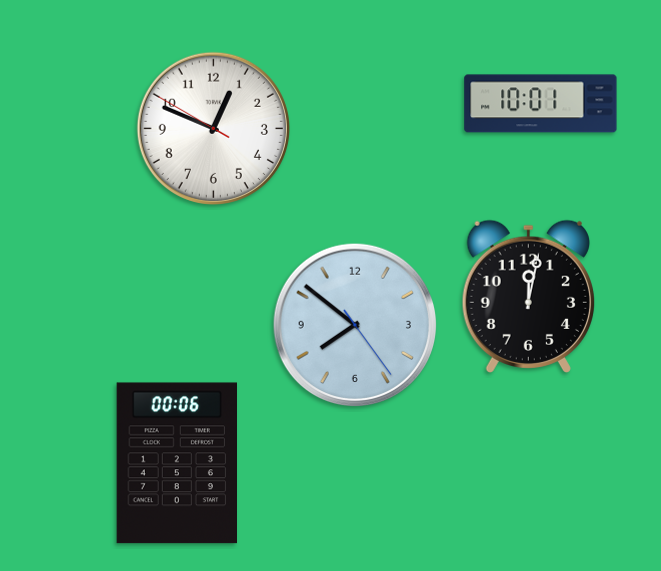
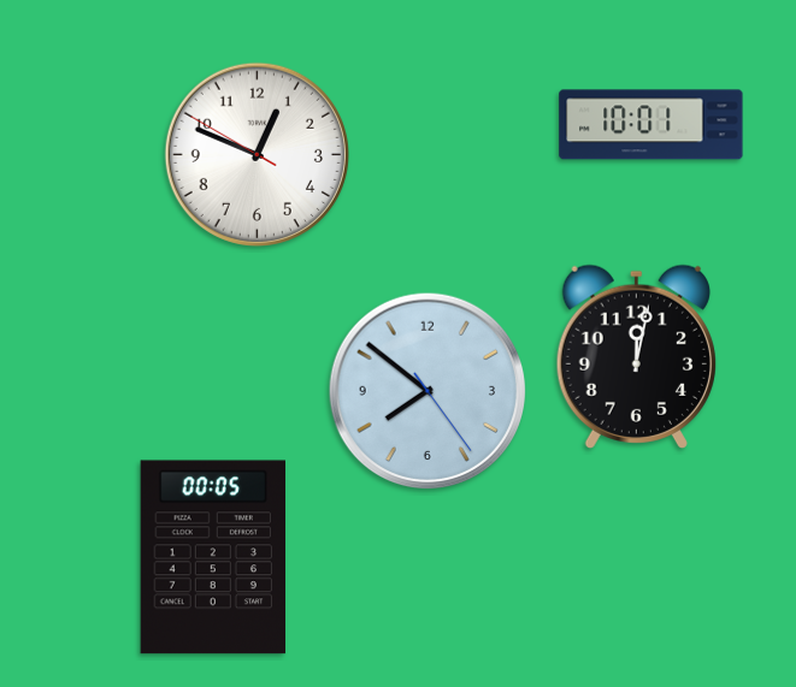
clock at (176, 463): 00:06 -> 00:05
